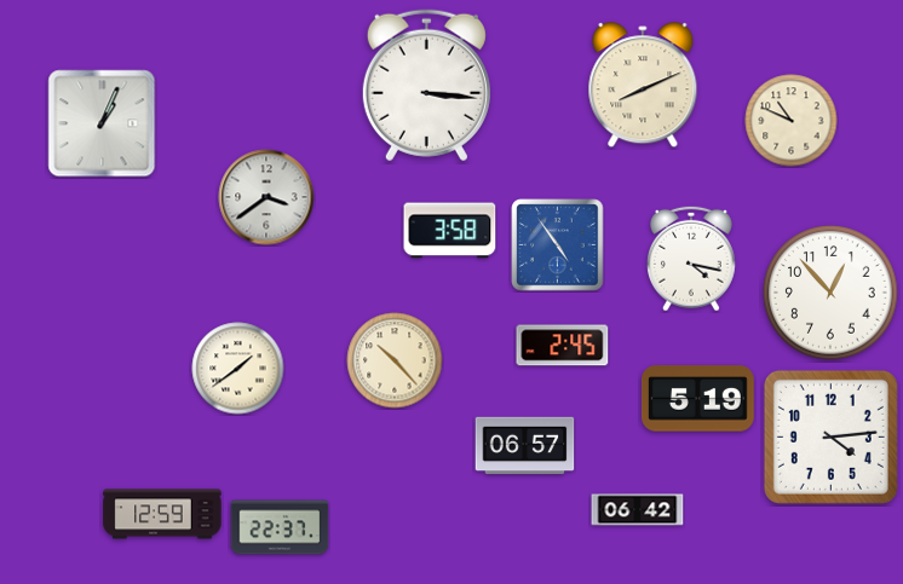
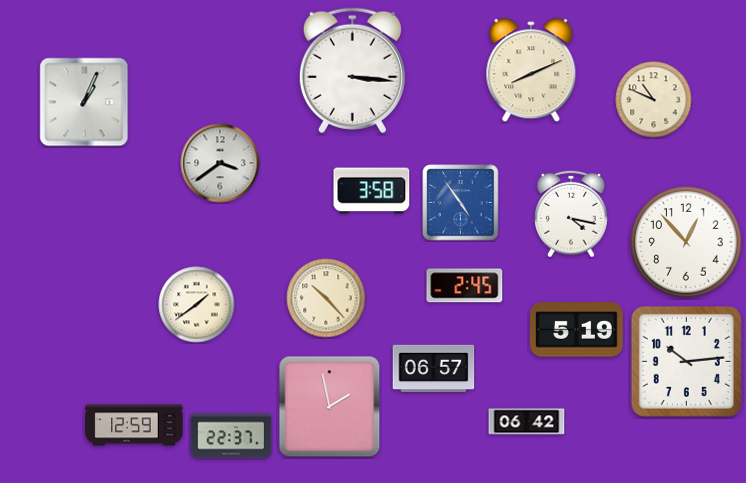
clock at (830, 436): 4:14 -> 10:14
clock at (330, 407): none -> 1:58
